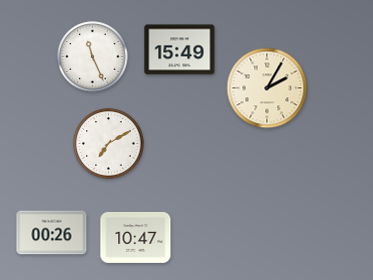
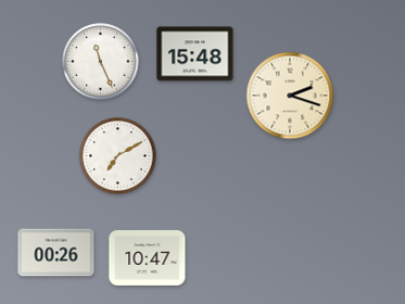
clock at (180, 50): 15:49 -> 15:48
clock at (267, 88): 2:05 -> 2:18
